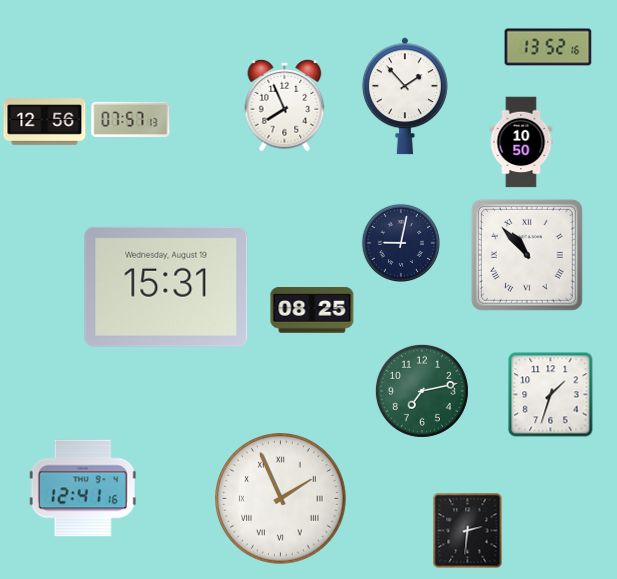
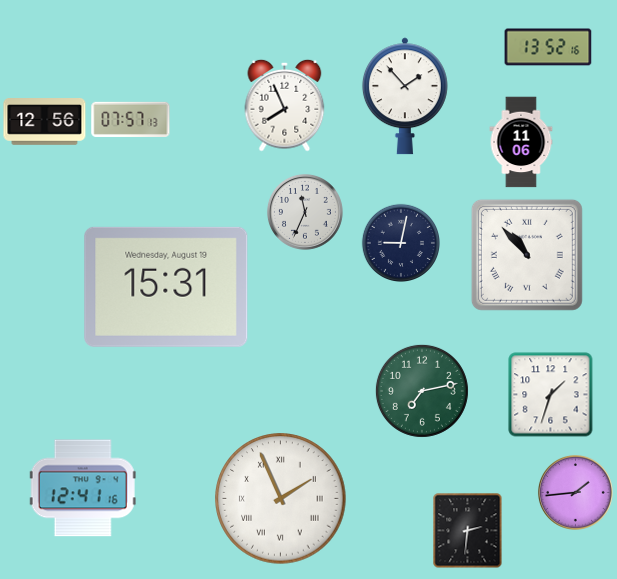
clock at (521, 142): 10:50 -> 11:06
clock at (305, 212): none -> 11:34
clock at (312, 310): 08:25 -> none
clock at (575, 492): none -> 1:44
